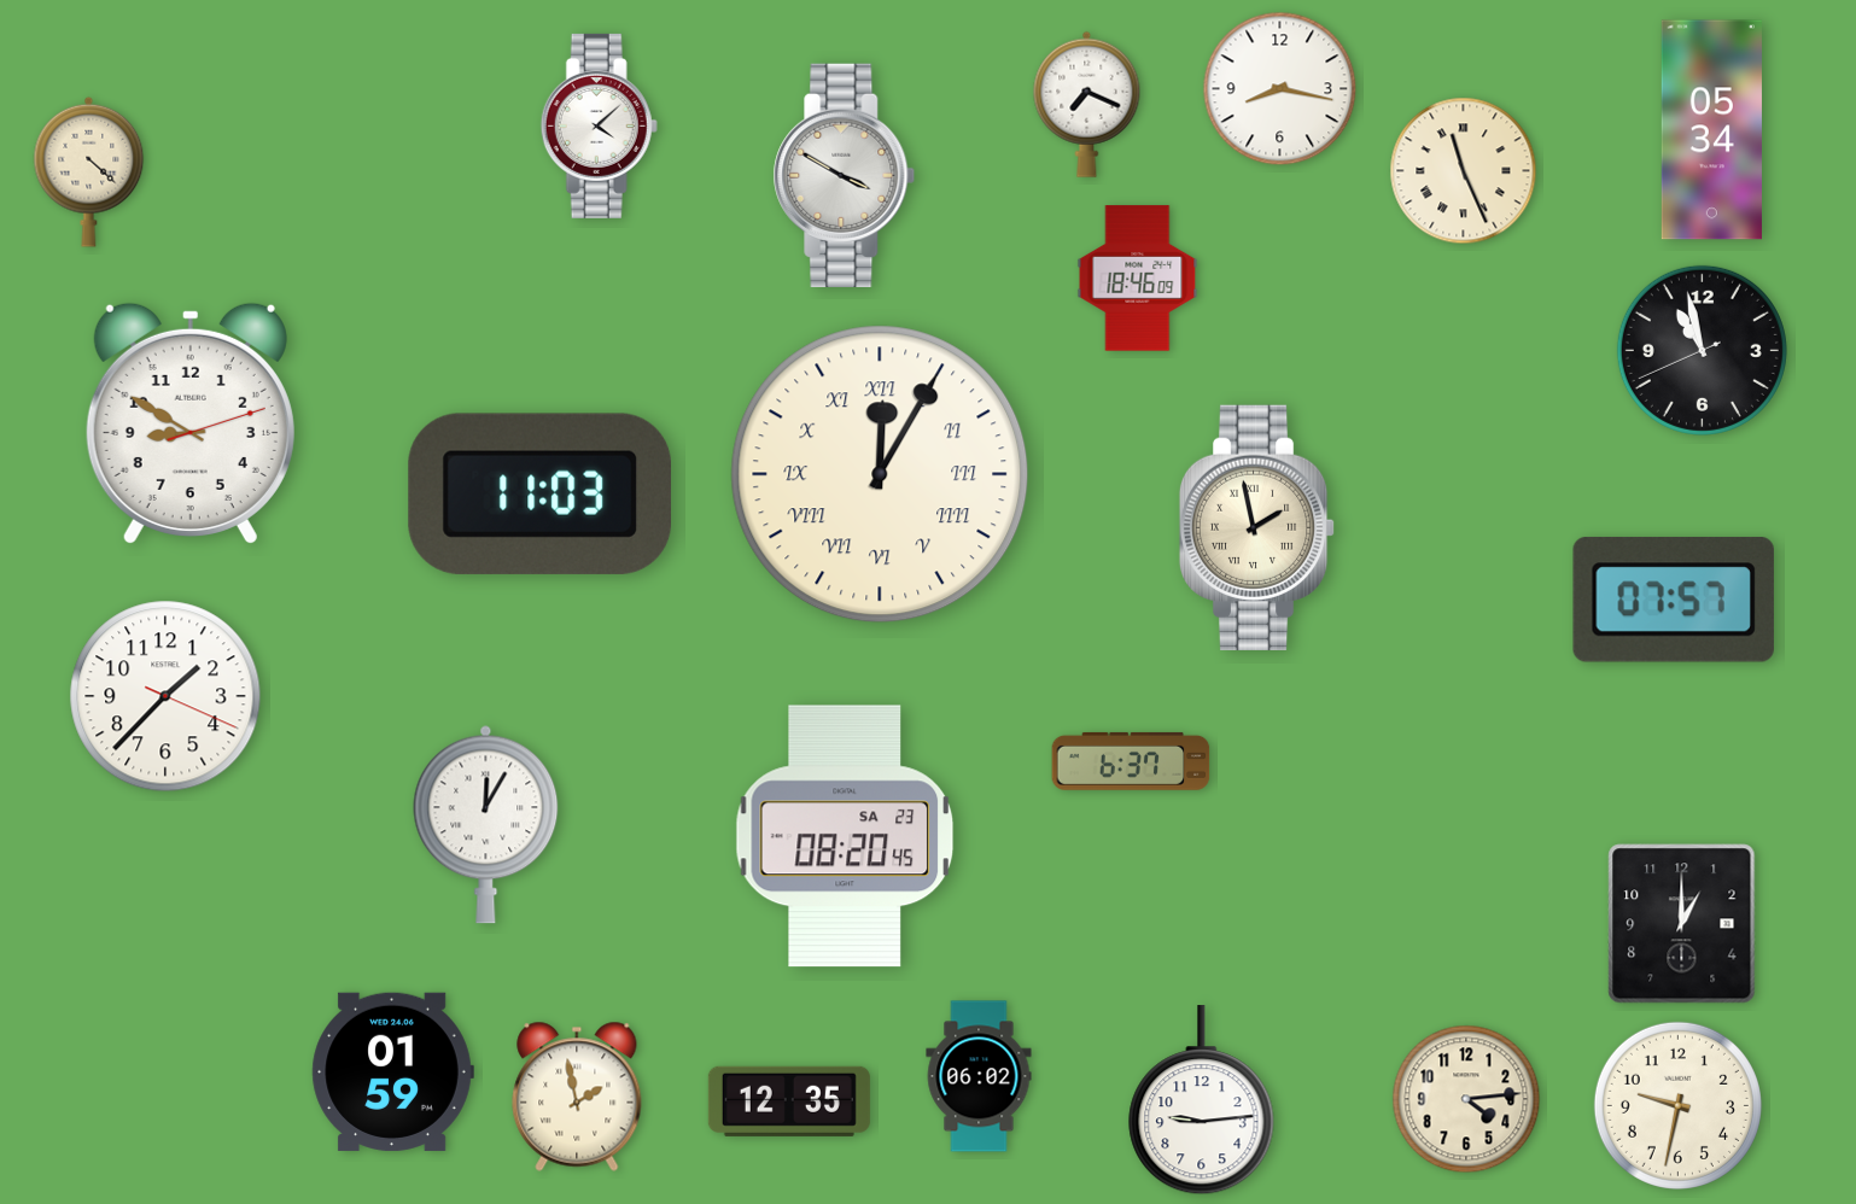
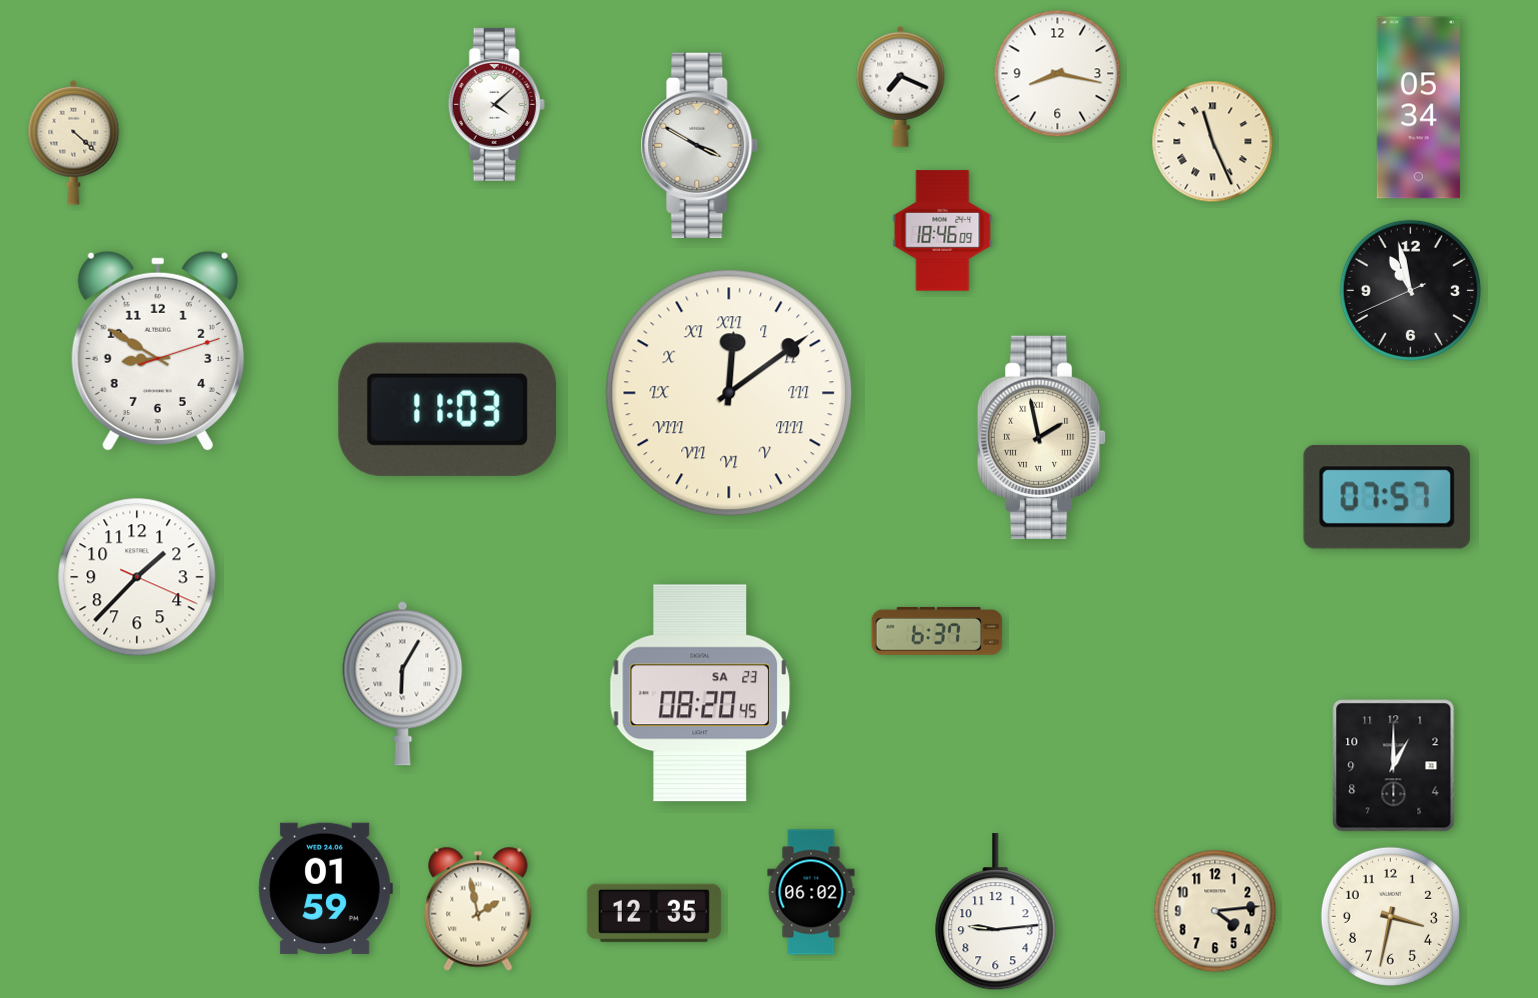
clock at (1280, 89) position: (1280, 89) -> (1058, 74)
clock at (880, 474): 12:05 -> 12:09
clock at (486, 824): 12:05 -> 6:05
clock at (1677, 1105): 9:32 -> 3:32
